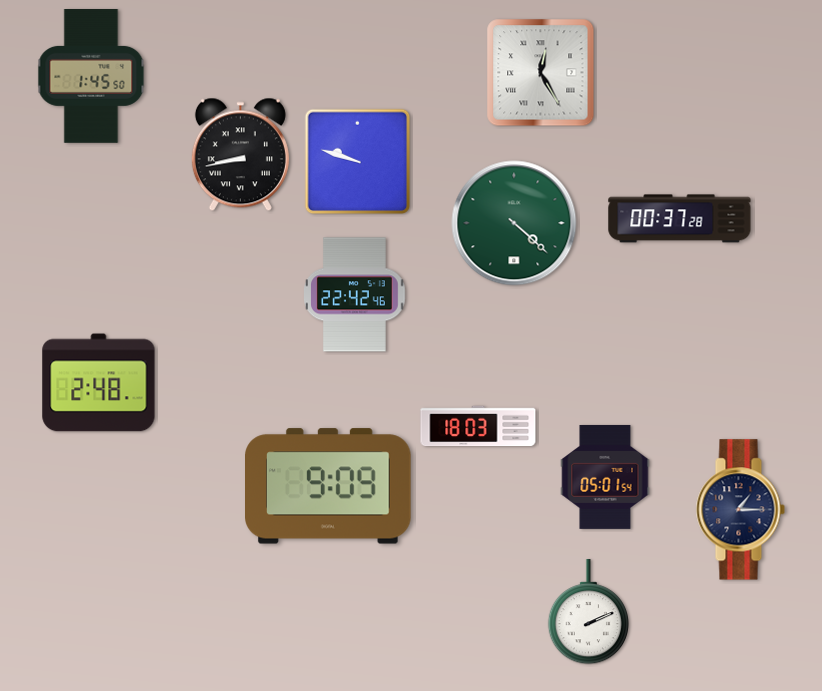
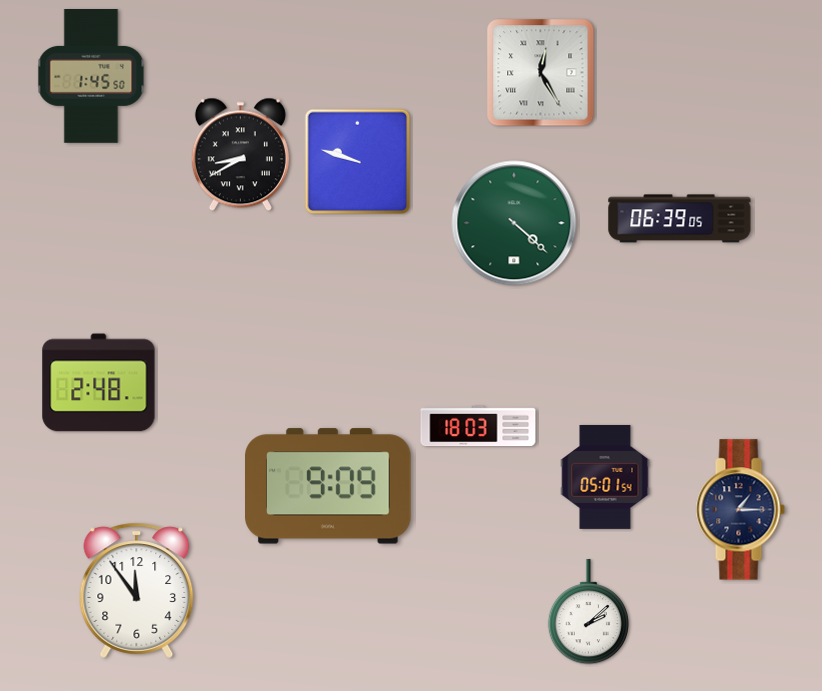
clock at (240, 155): 8:43 -> 8:40
clock at (680, 219): 00:37 -> 06:39
clock at (355, 295): 22:42 -> none
clock at (137, 590): none -> 11:54
clock at (588, 613): 2:11 -> 2:08
